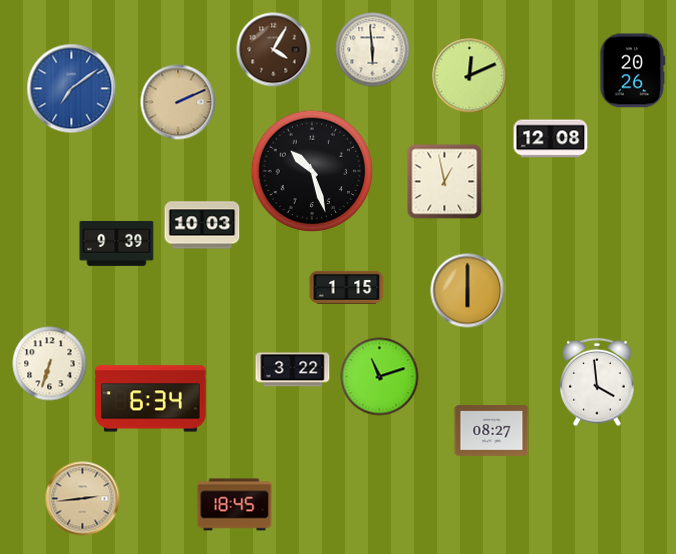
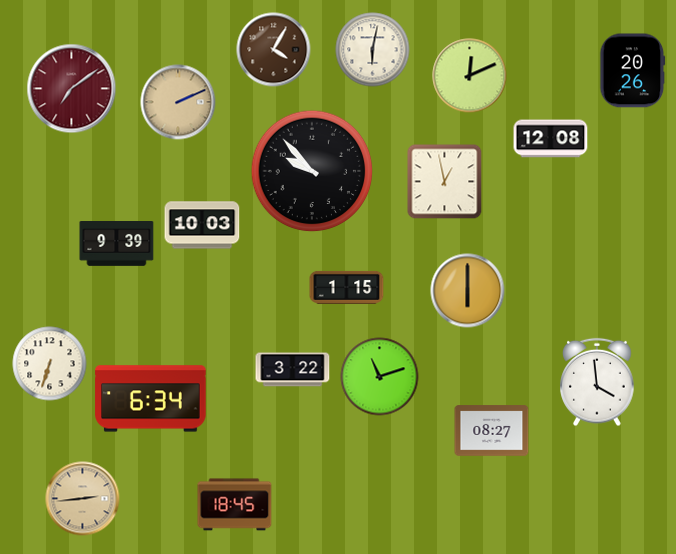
clock at (373, 50): 5:59 -> 6:02
clock at (72, 89) dial: blue -> burgundy
clock at (312, 171): 10:27 -> 9:53
